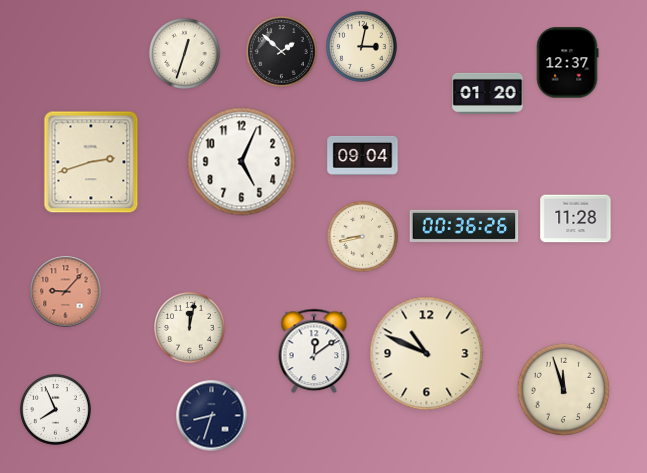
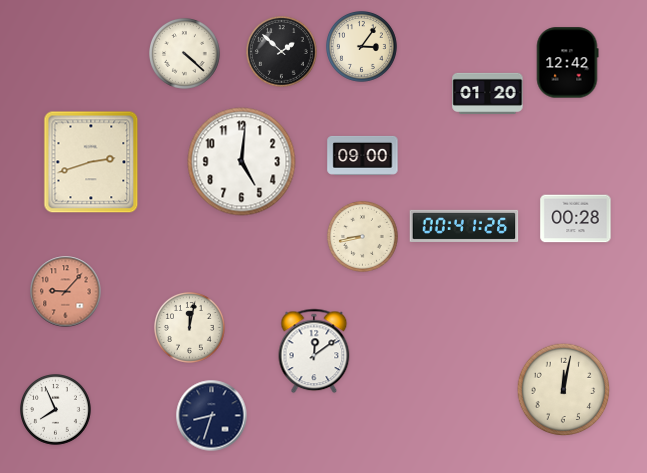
clock at (362, 47): 3:02 -> 3:06
clock at (185, 54): 12:33 -> 4:22
clock at (567, 63): 12:37 -> 12:42
clock at (363, 155): 09:04 -> 09:00
clock at (242, 162): 5:04 -> 5:01
clock at (576, 219): 11:28 -> 00:28
clock at (464, 226): 00:36 -> 00:41
clock at (427, 354): 10:49 -> none
clock at (564, 390): 11:57 -> 12:02
